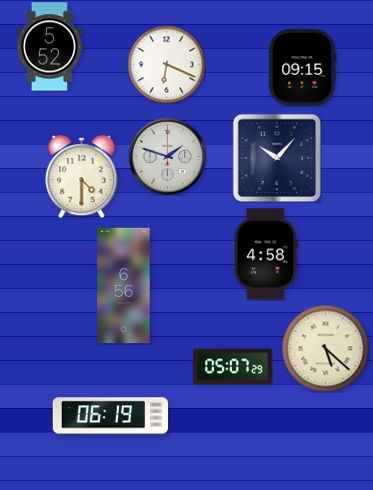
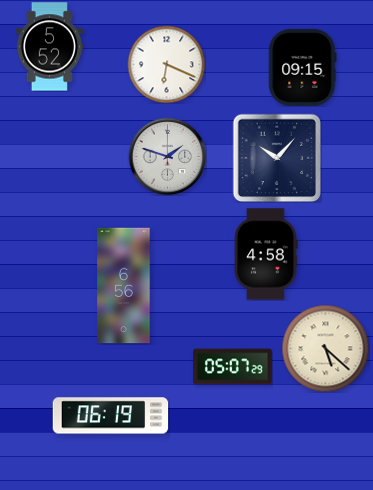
clock at (82, 177): 4:30 -> none
